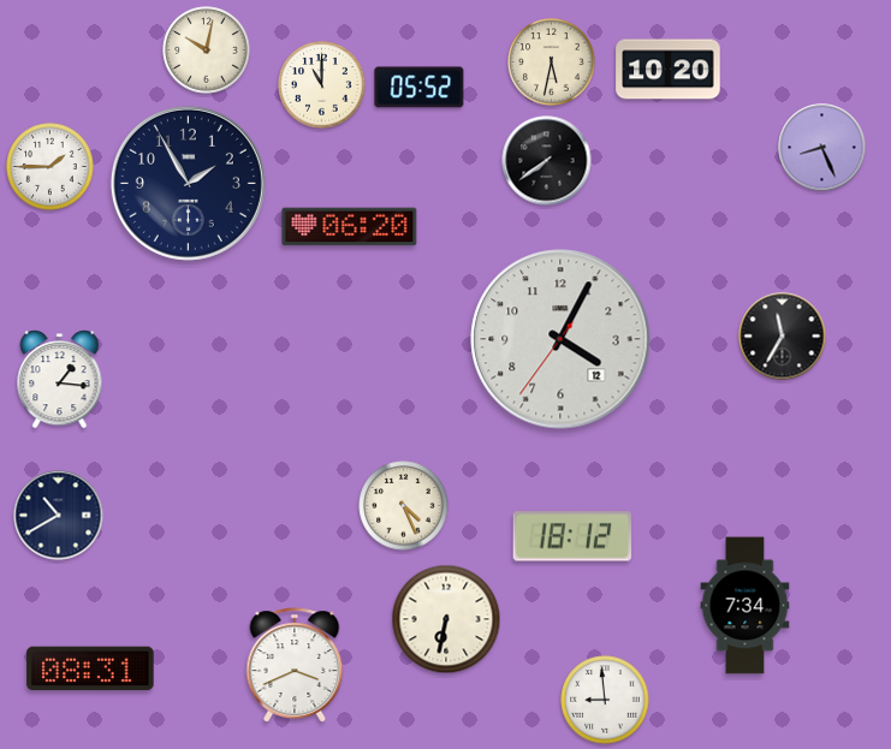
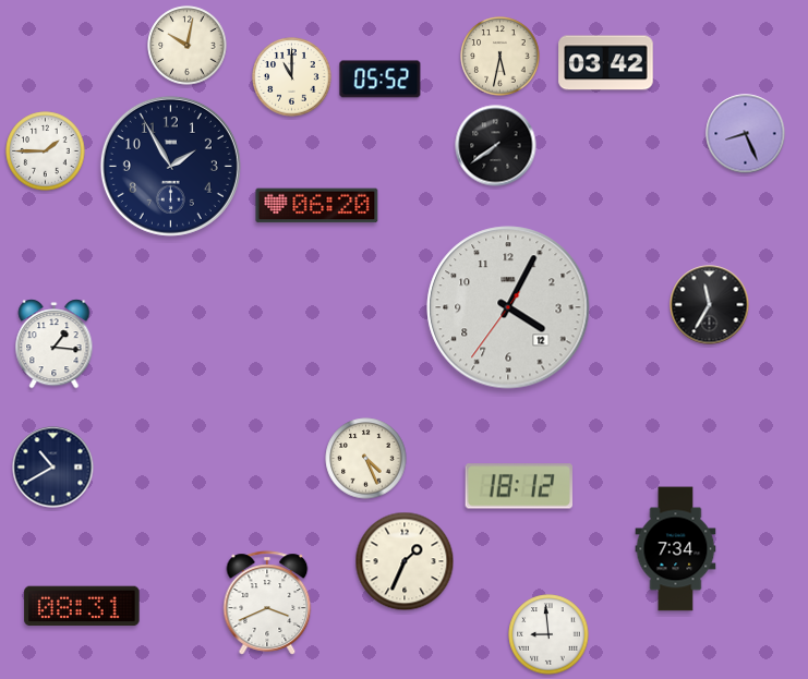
clock at (669, 70): 10:20 -> 03:42
clock at (446, 619): 6:32 -> 1:34
